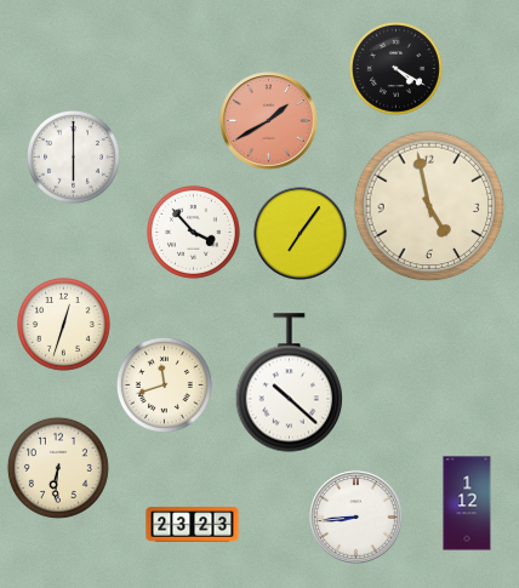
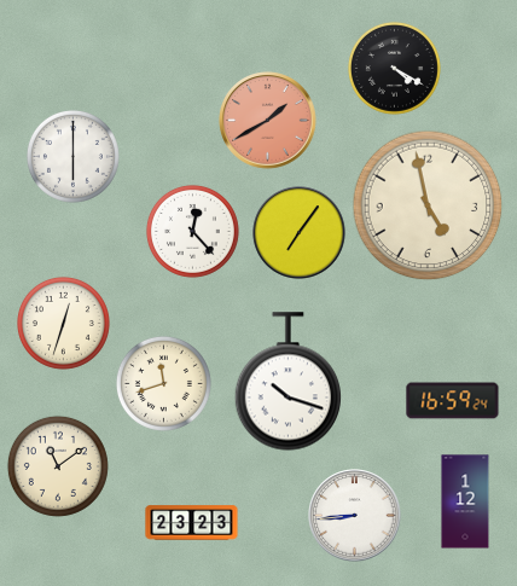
clock at (193, 232): 3:53 -> 12:23
clock at (290, 383): 10:22 -> 10:18
clock at (453, 401): none -> 16:59
clock at (58, 468): 6:31 -> 11:09
